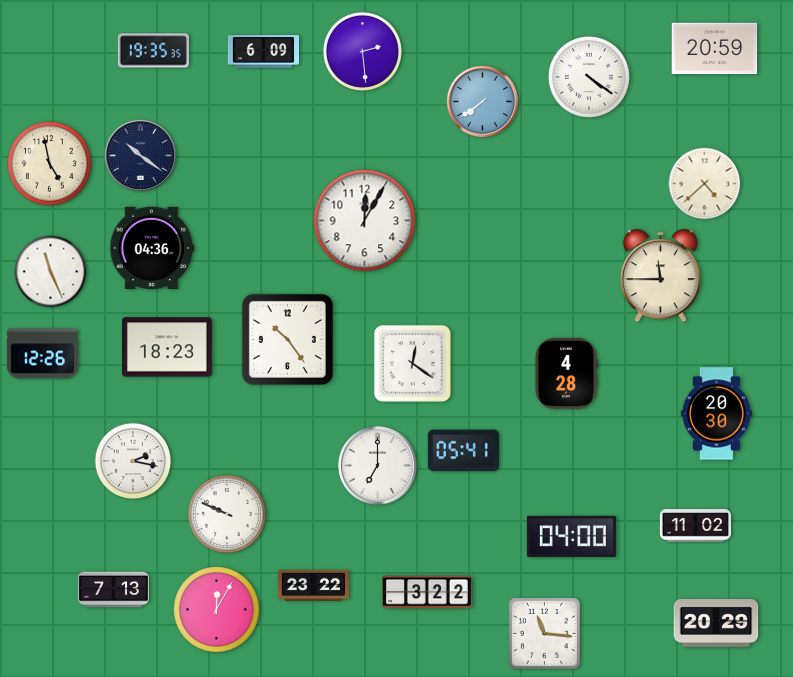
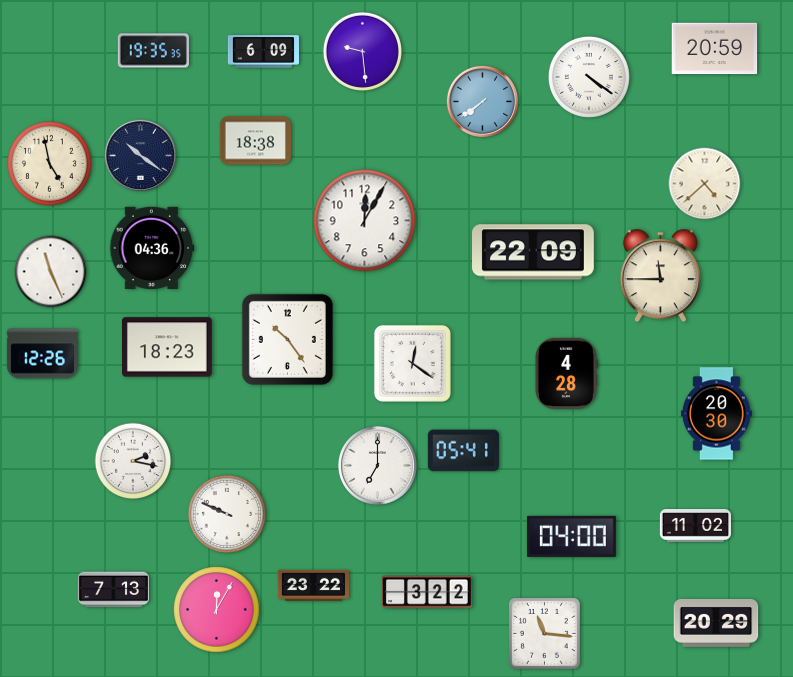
clock at (362, 51): 2:29 -> 9:29
clock at (255, 141): none -> 18:38
clock at (534, 252): none -> 22:09
